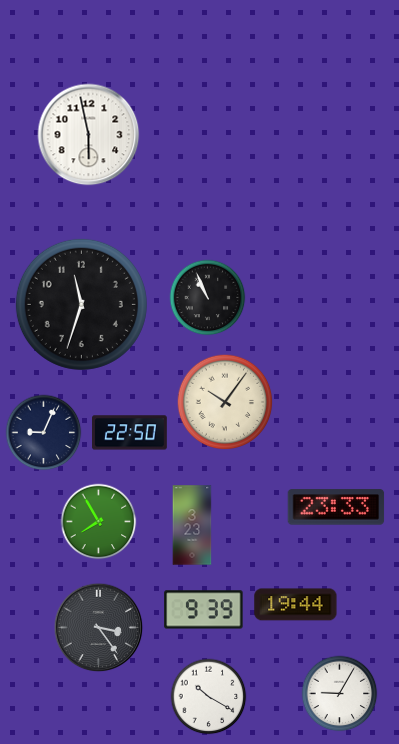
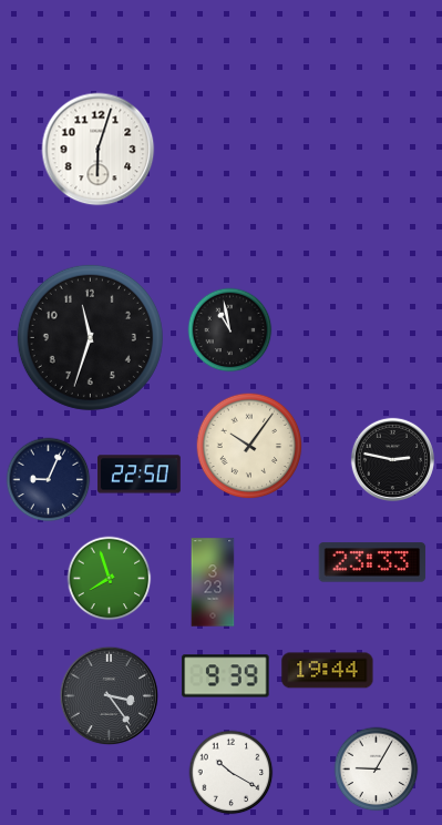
clock at (89, 135): 5:58 -> 6:03
clock at (208, 298): 10:56 -> 10:58
clock at (392, 459): none -> 2:47
clock at (130, 433) position: (130, 433) -> (140, 475)
clock at (99, 522): 7:55 -> 7:57
